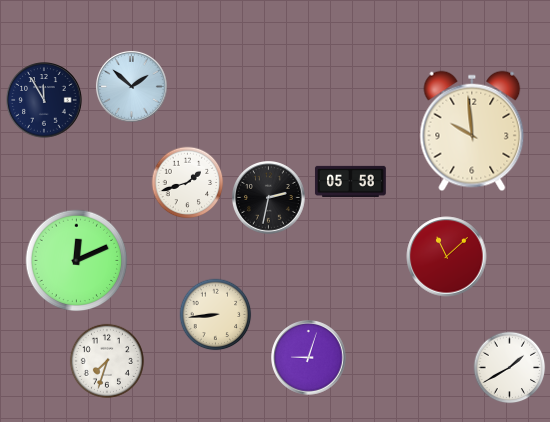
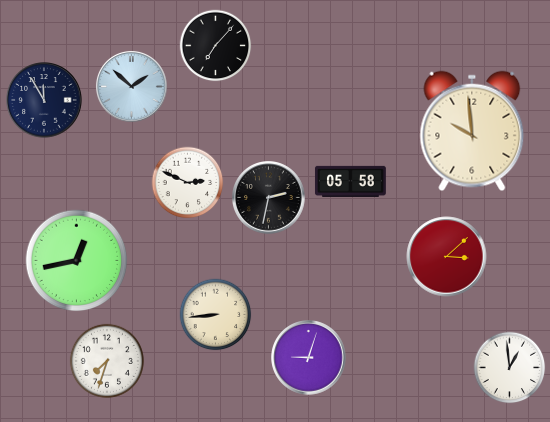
clock at (216, 46): none -> 7:07
clock at (188, 183): 1:42 -> 2:49
clock at (447, 257): 11:08 -> 3:08
clock at (77, 261): 12:11 -> 12:43
clock at (510, 368): 1:40 -> 12:59
